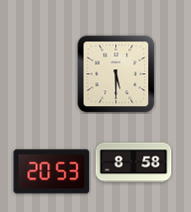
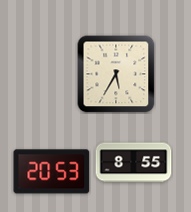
clock at (116, 74): 5:30 -> 5:35
clock at (134, 163): 8:58 -> 8:55
